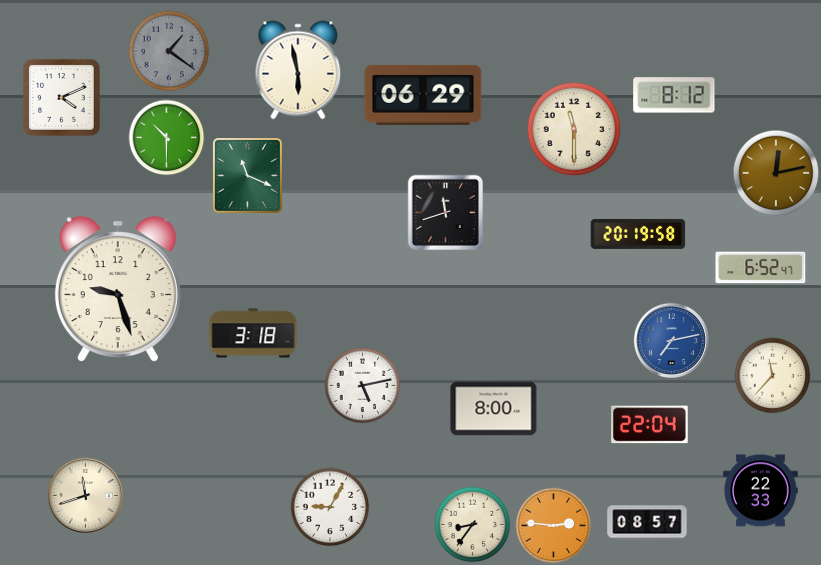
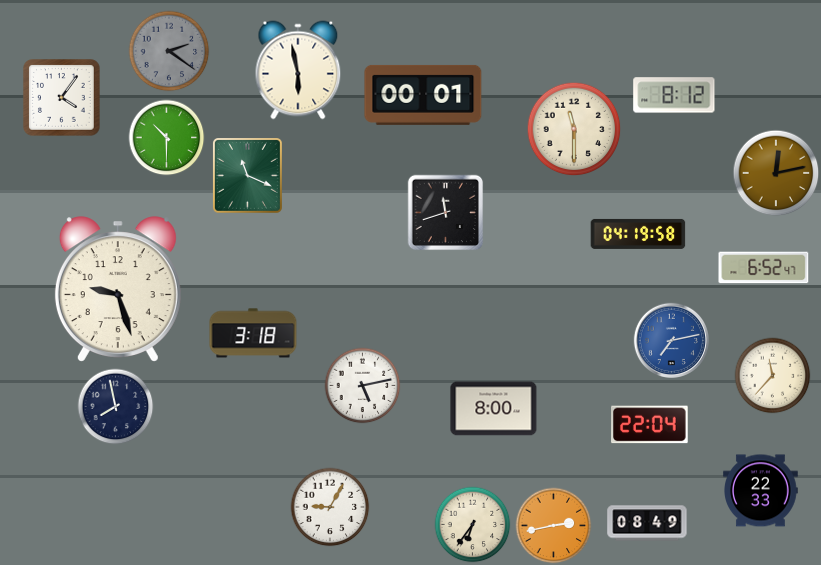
clock at (169, 51): 1:21 -> 2:21
clock at (423, 95): 06:29 -> 00:01
clock at (62, 98): 4:11 -> 4:06
clock at (638, 234): 20:19 -> 04:19
clock at (761, 268) position: (761, 268) -> (764, 268)
clock at (116, 407): none -> 7:58
clock at (85, 495): 11:42 -> none
clock at (647, 523): 08:57 -> 08:49
clock at (473, 525): 8:36 -> 6:36
clock at (554, 526): 2:46 -> 2:43
